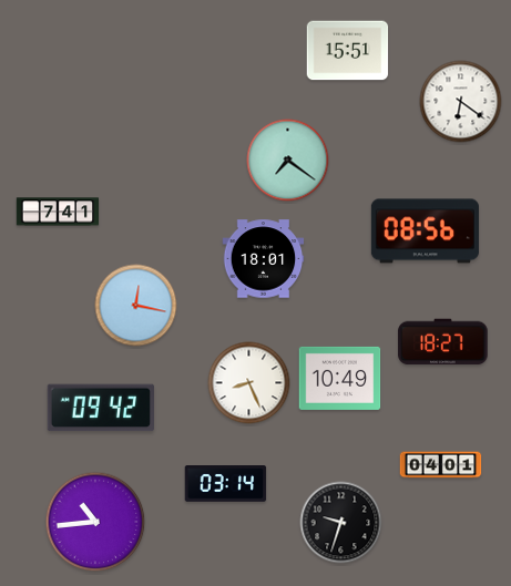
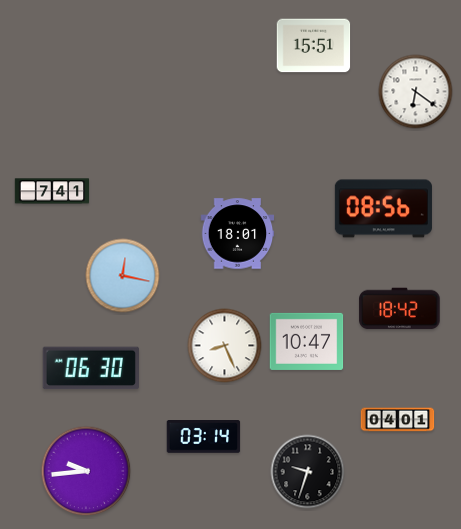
clock at (288, 161): 7:21 -> none
clock at (443, 342): 18:27 -> 18:42
clock at (340, 378): 10:49 -> 10:47
clock at (101, 408): 09:42 -> 06:30
clock at (95, 522): 10:44 -> 9:44
